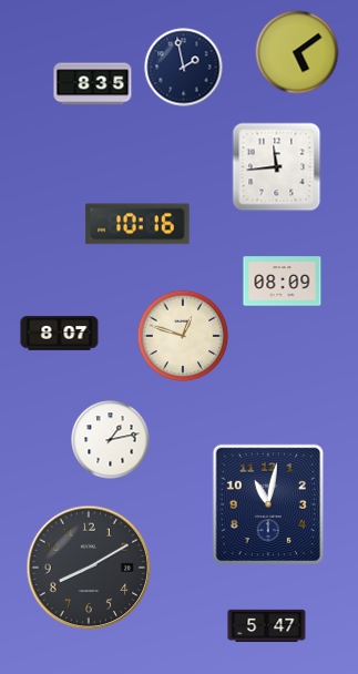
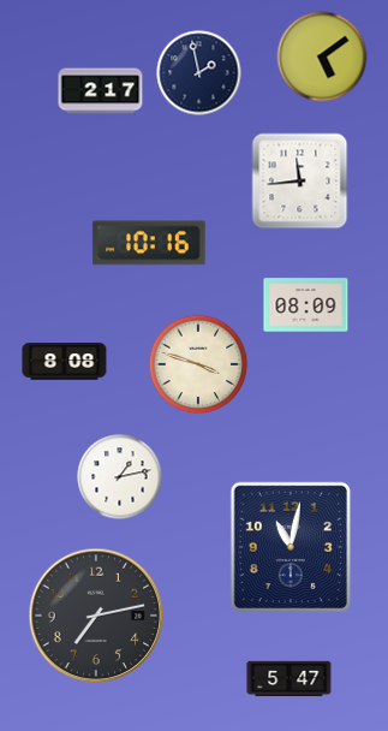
clock at (93, 84): 8:35 -> 2:17
clock at (60, 334): 8:07 -> 8:08
clock at (183, 336): 12:48 -> 3:48
clock at (89, 568): 8:10 -> 7:13
